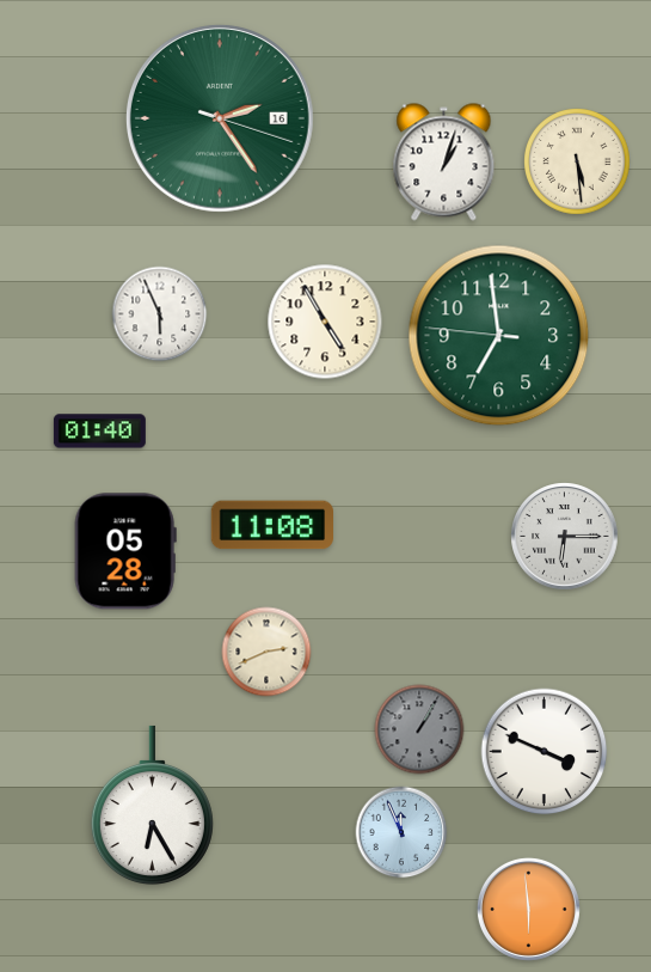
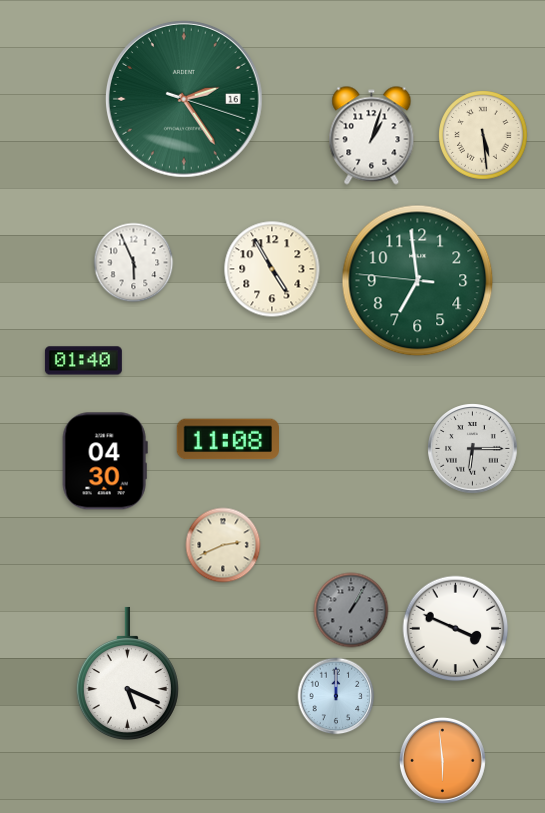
clock at (125, 551): 05:28 -> 04:30
clock at (152, 806): 6:25 -> 5:19
clock at (401, 832): 11:56 -> 12:00
